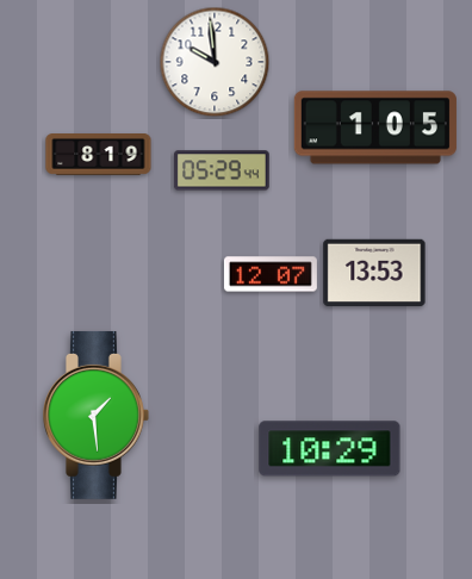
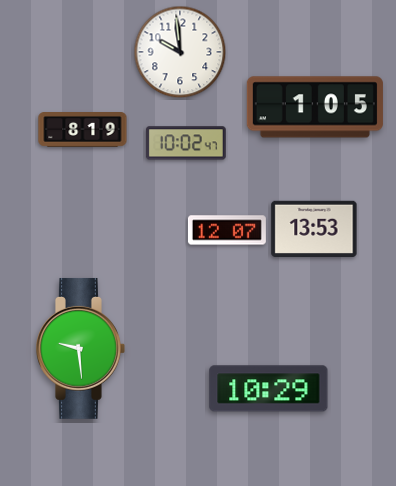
clock at (222, 170): 05:29 -> 10:02
clock at (97, 415): 1:29 -> 9:29
clock at (330, 449) position: (330, 449) -> (269, 389)
